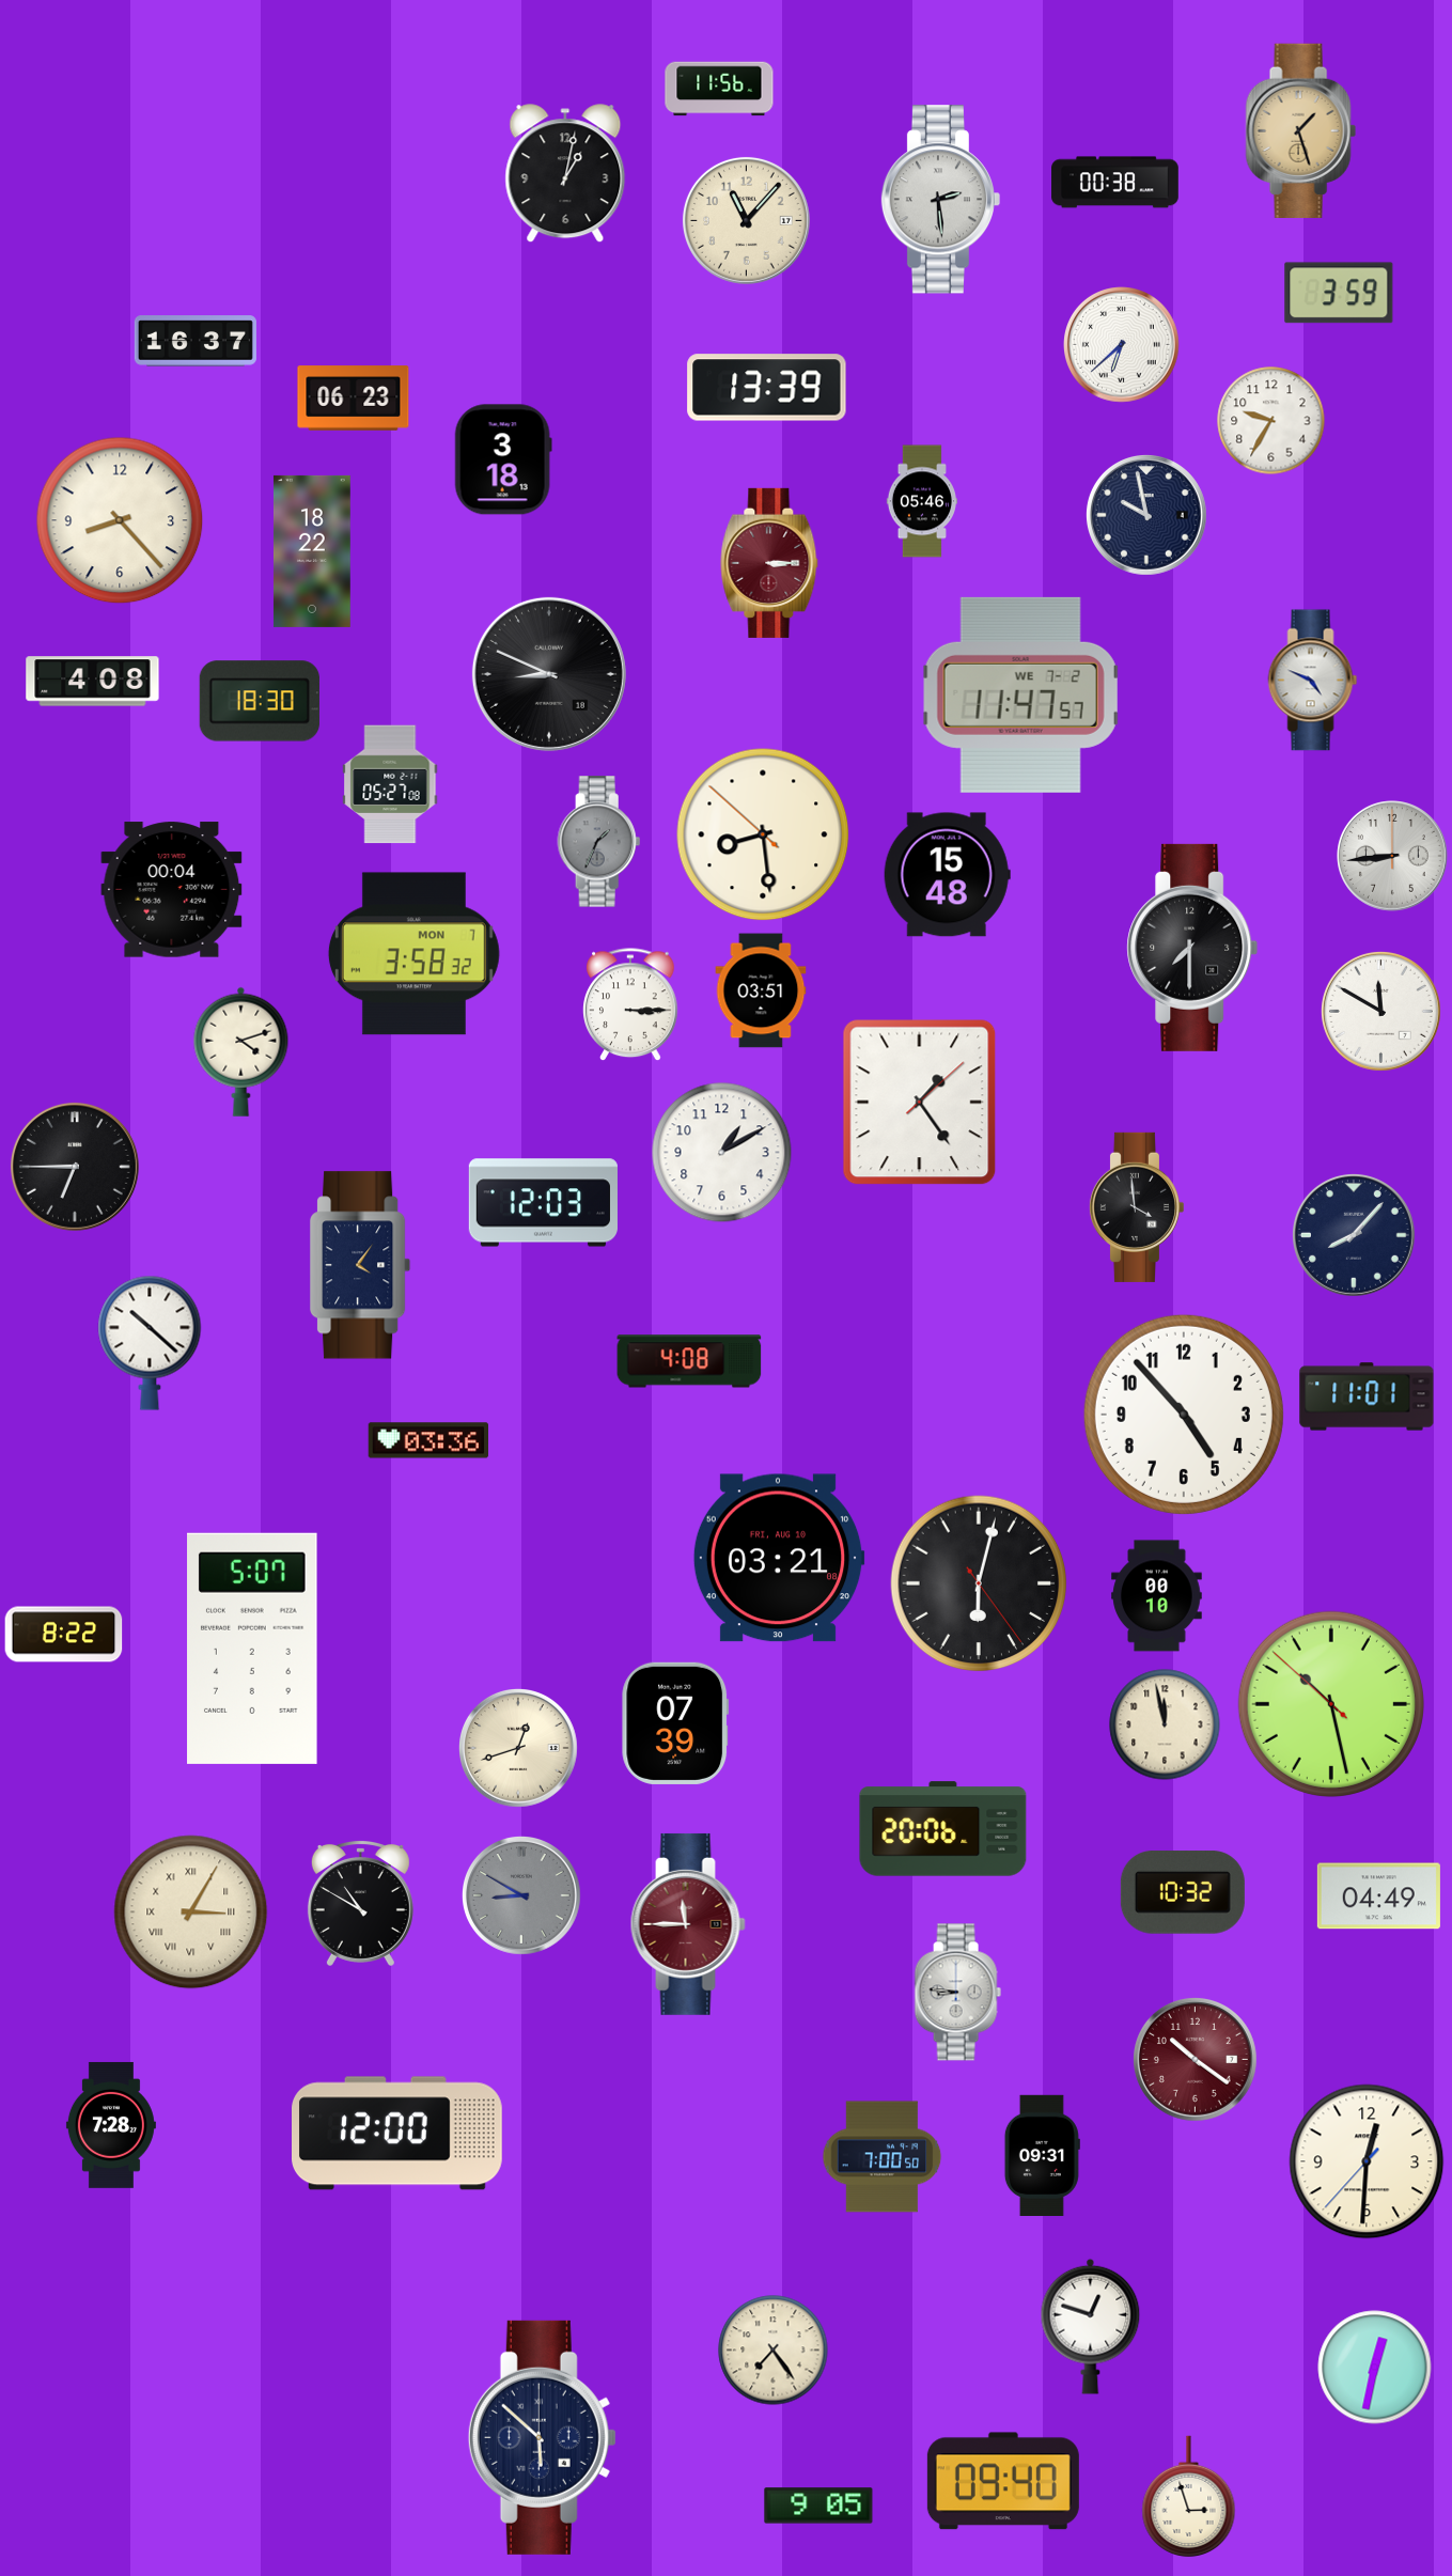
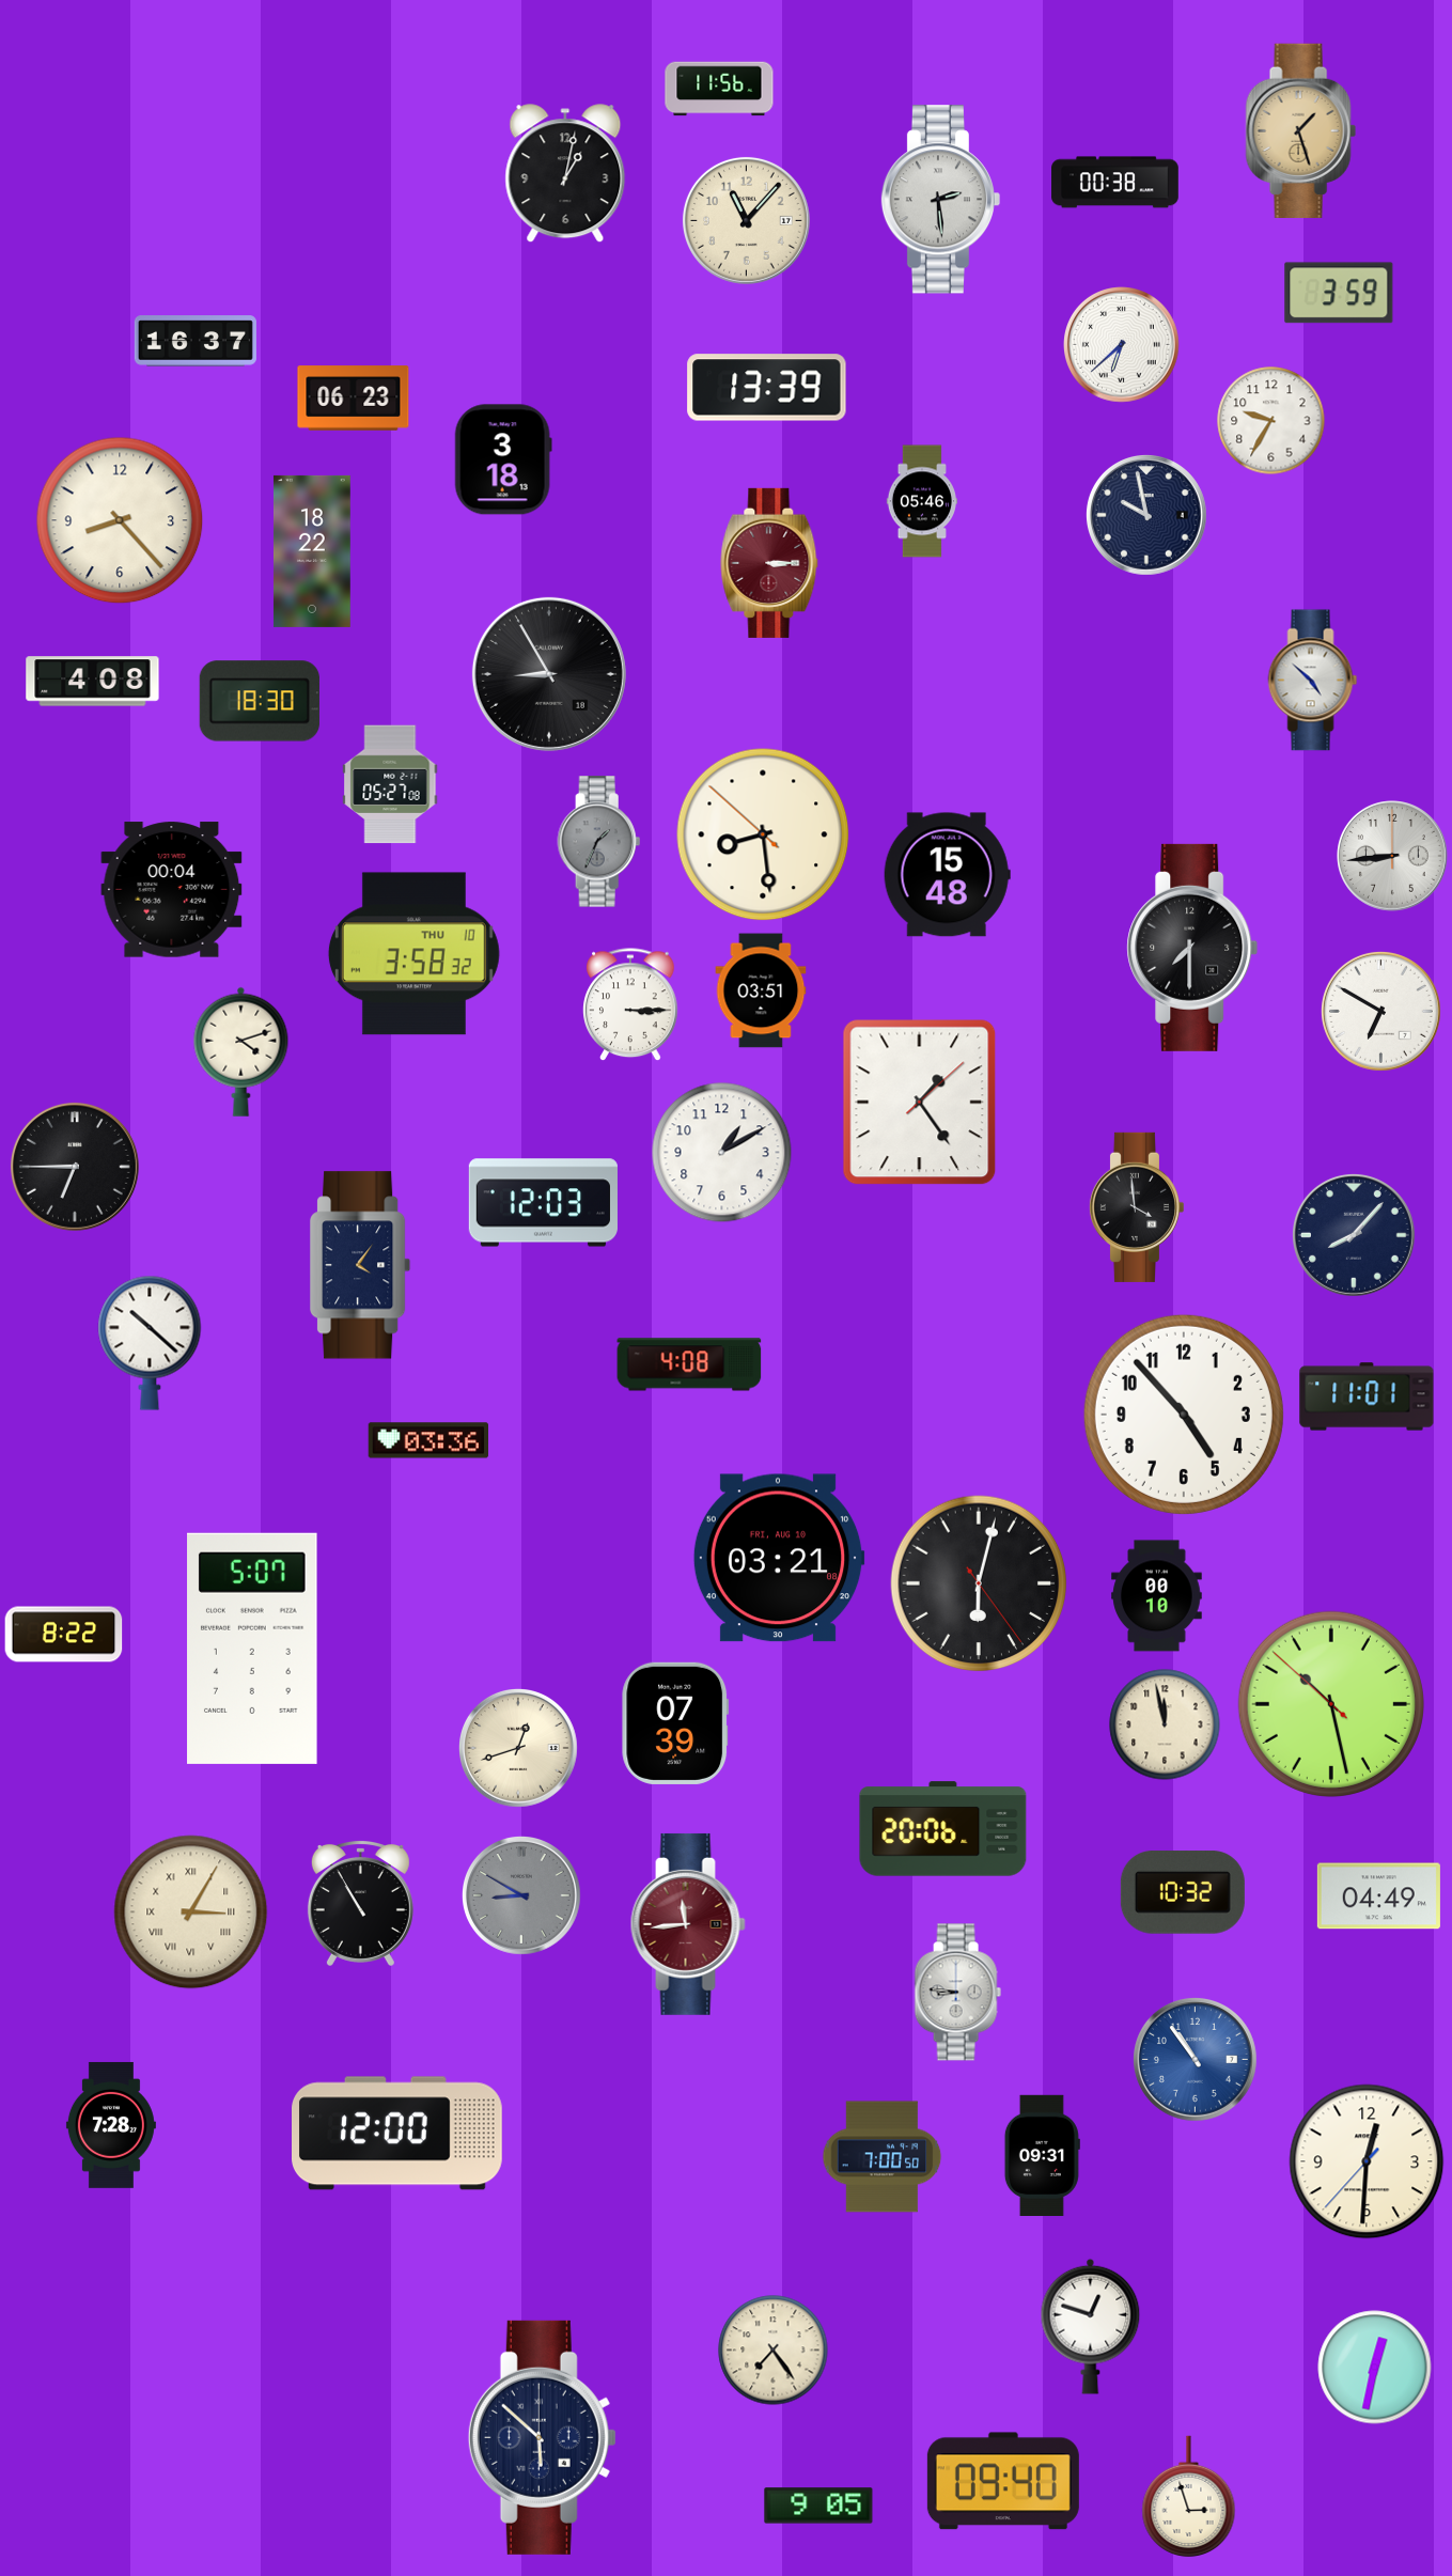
clock at (549, 674): 8:49 -> 8:55
clock at (1313, 681): 4:49 -> 4:52
clock at (1020, 694): 11:47 -> none
clock at (413, 954) date: MON 7 -> THU 10
clock at (1381, 1012): 11:50 -> 6:50
clock at (689, 1361) position: (689, 1361) -> (689, 1364)
clock at (360, 1903): 10:50 -> 10:55
clock at (688, 1924): 11:45 -> 11:44
clock at (1195, 2059): 10:21 -> 10:54
clock at (1195, 2059) dial: burgundy -> blue
